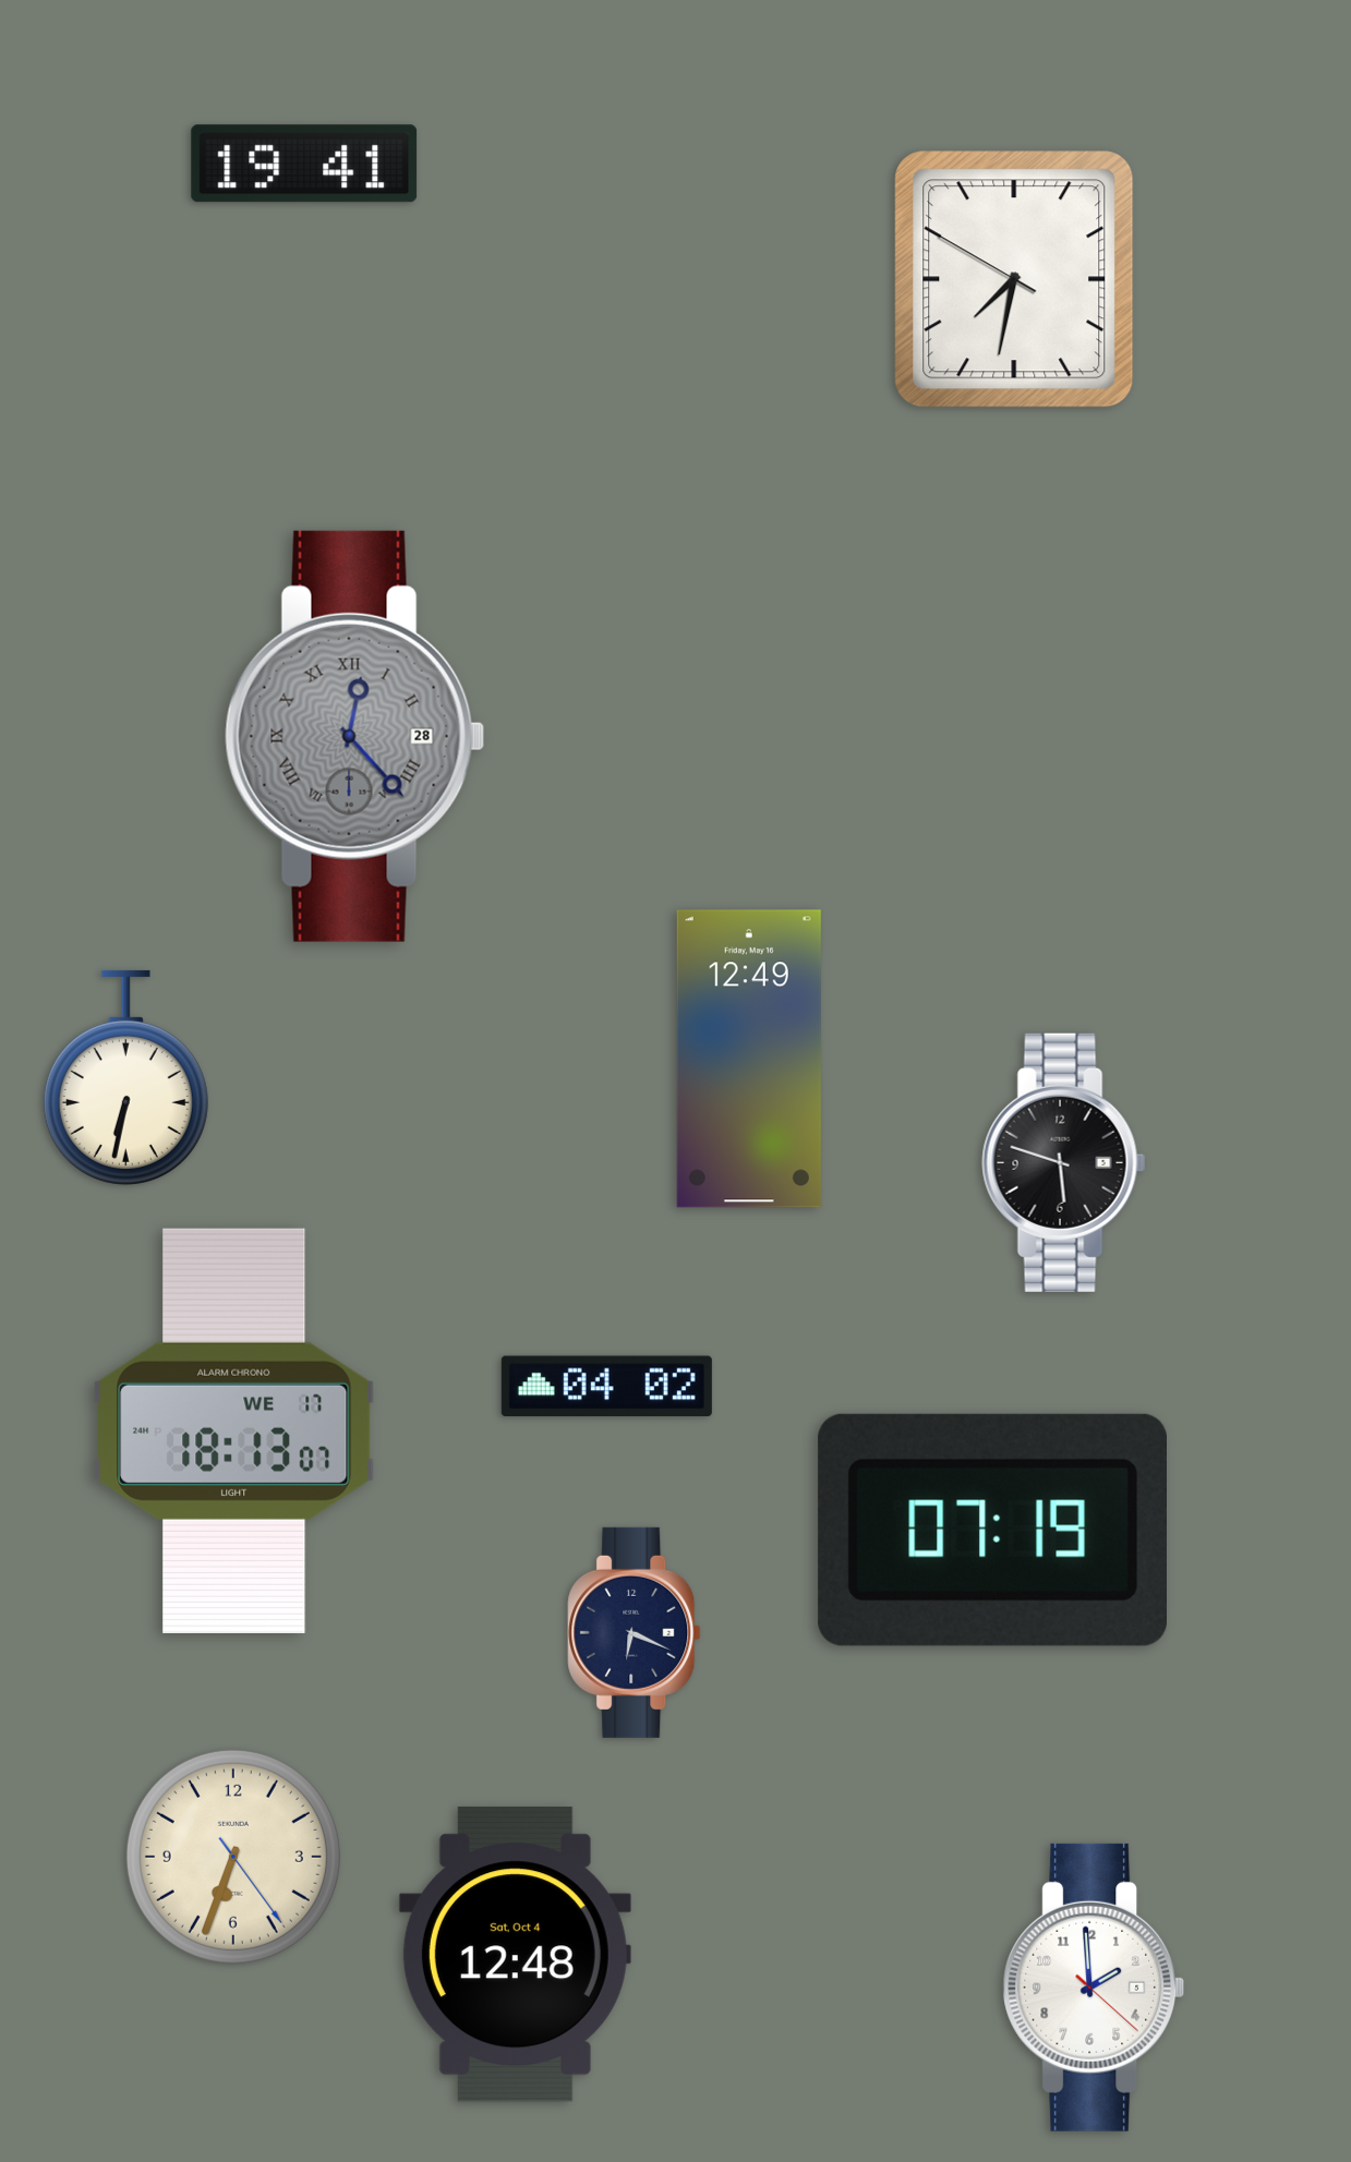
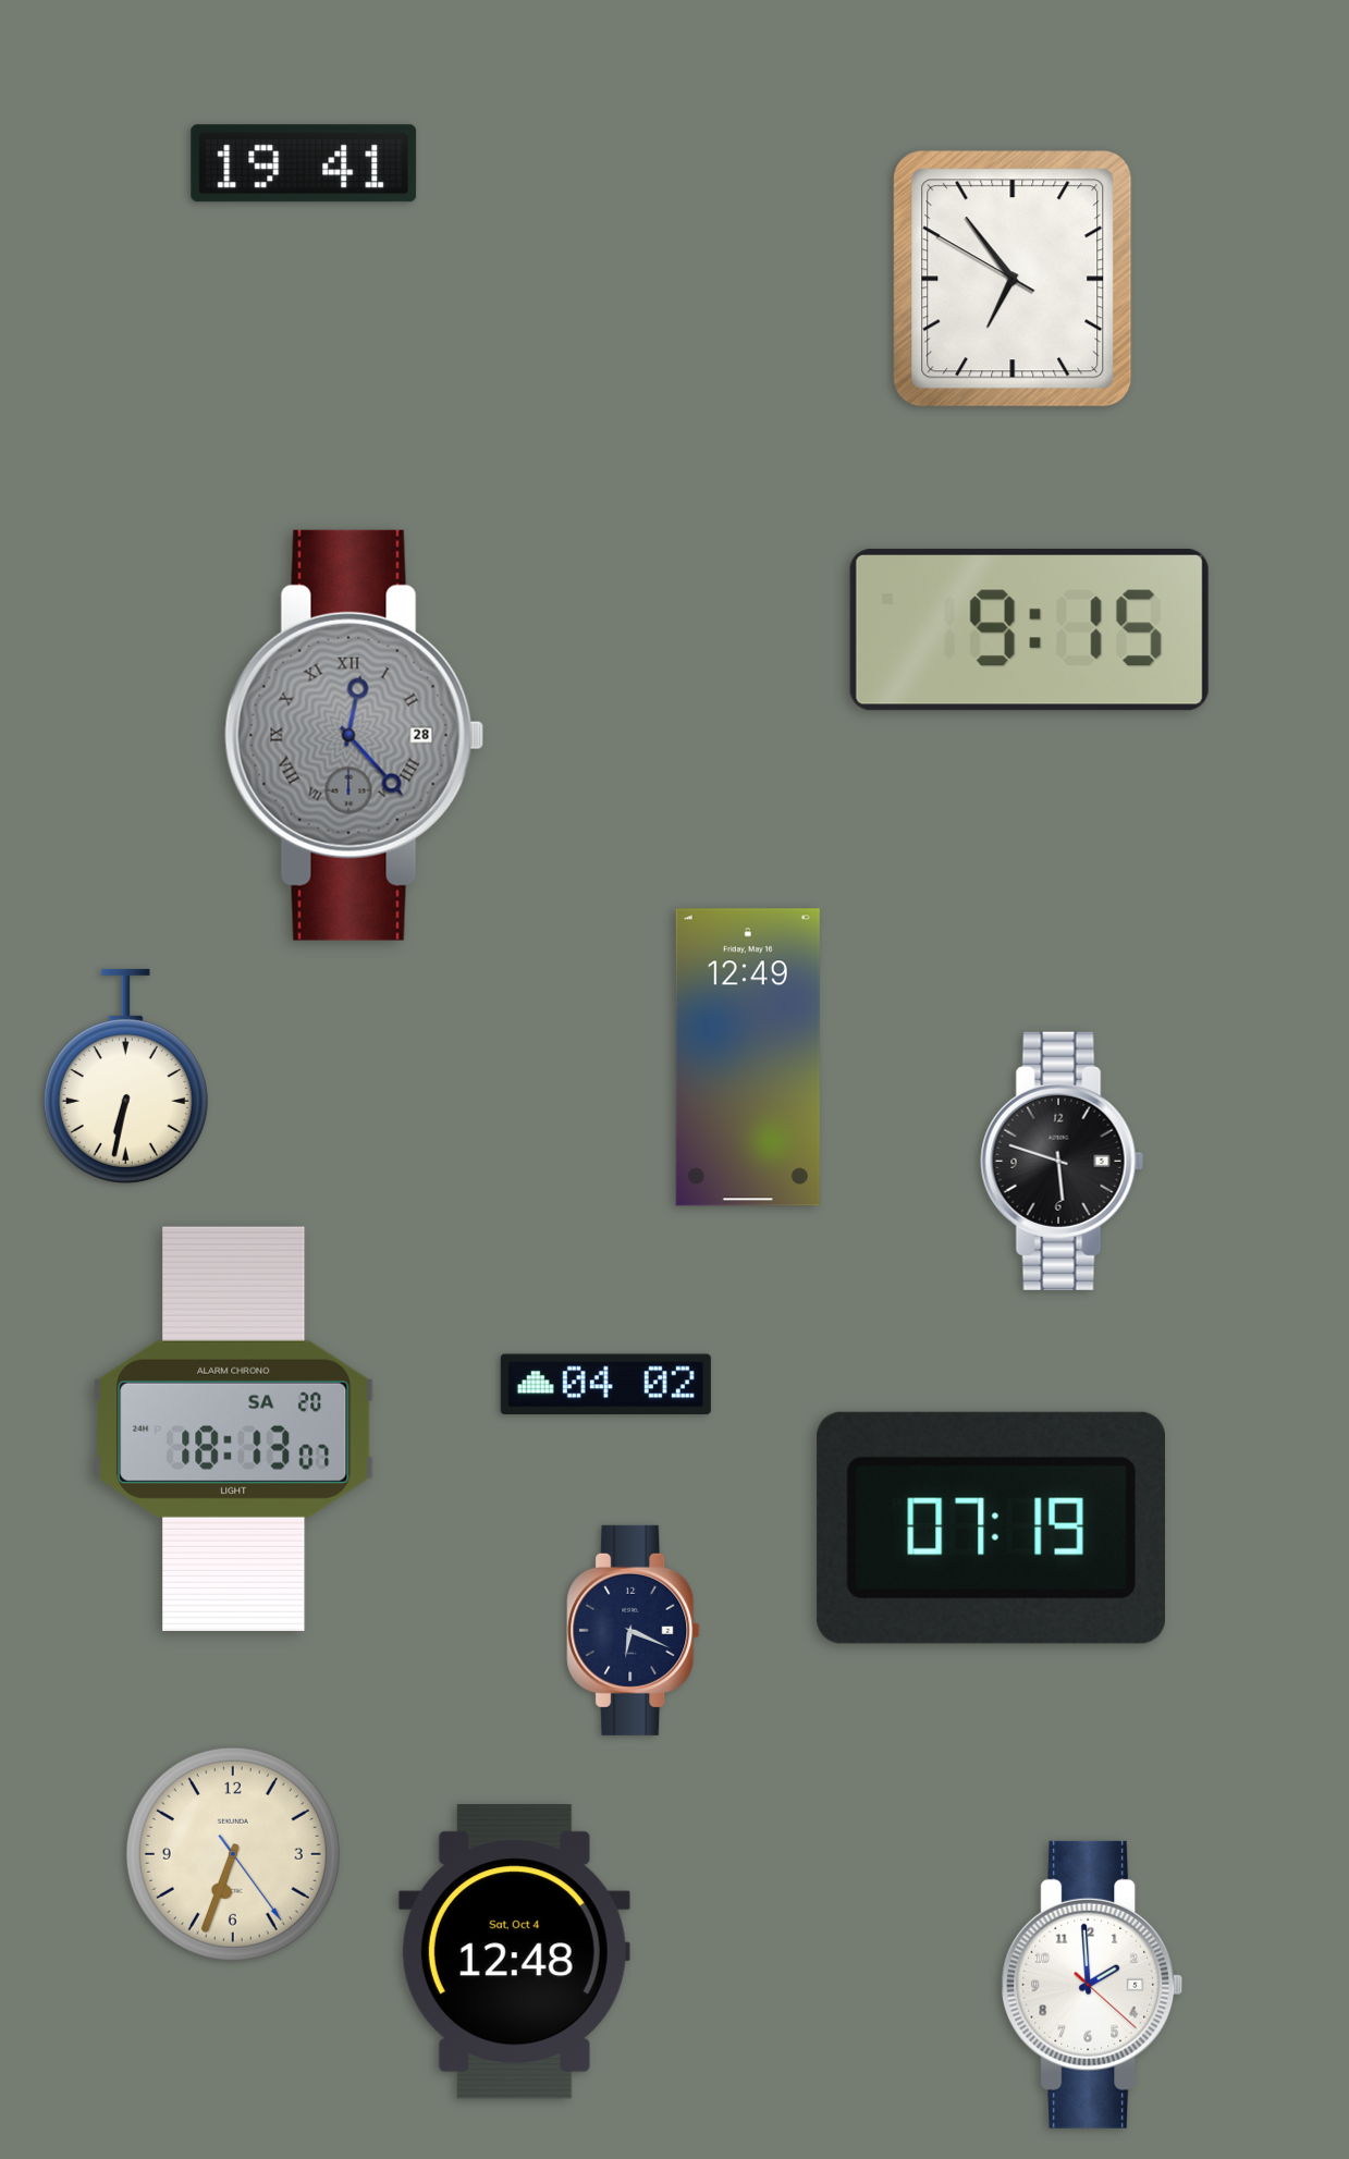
clock at (1014, 279): 7:31 -> 6:53
clock at (1029, 630): none -> 9:15
clock at (234, 1430) date: WE 17 -> SA 20
